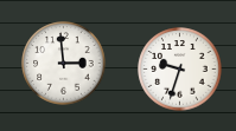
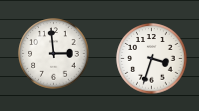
clock at (180, 70): 9:33 -> 3:33
